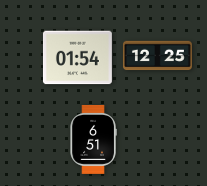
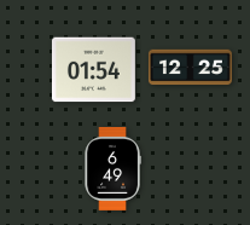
clock at (93, 139): 6:51 -> 6:49
